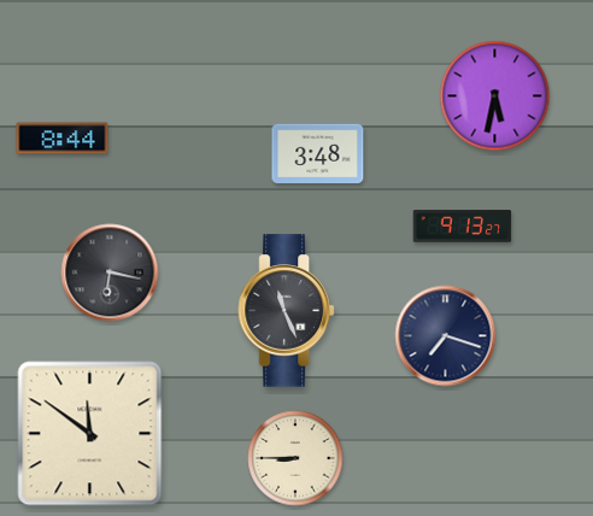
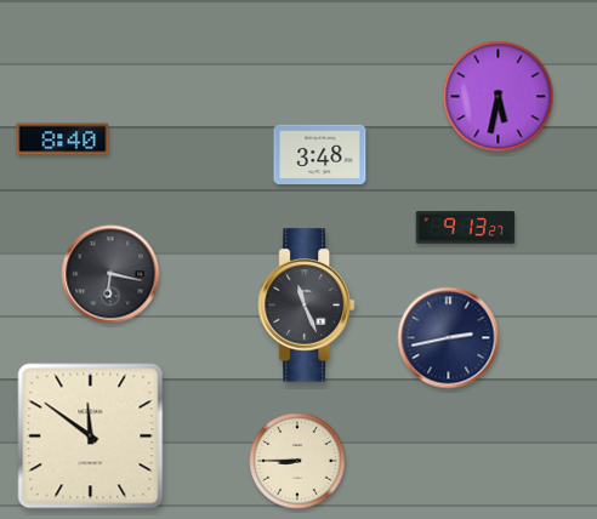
clock at (63, 139): 8:44 -> 8:40
clock at (287, 311) position: (287, 311) -> (307, 306)
clock at (446, 336): 7:18 -> 2:43
